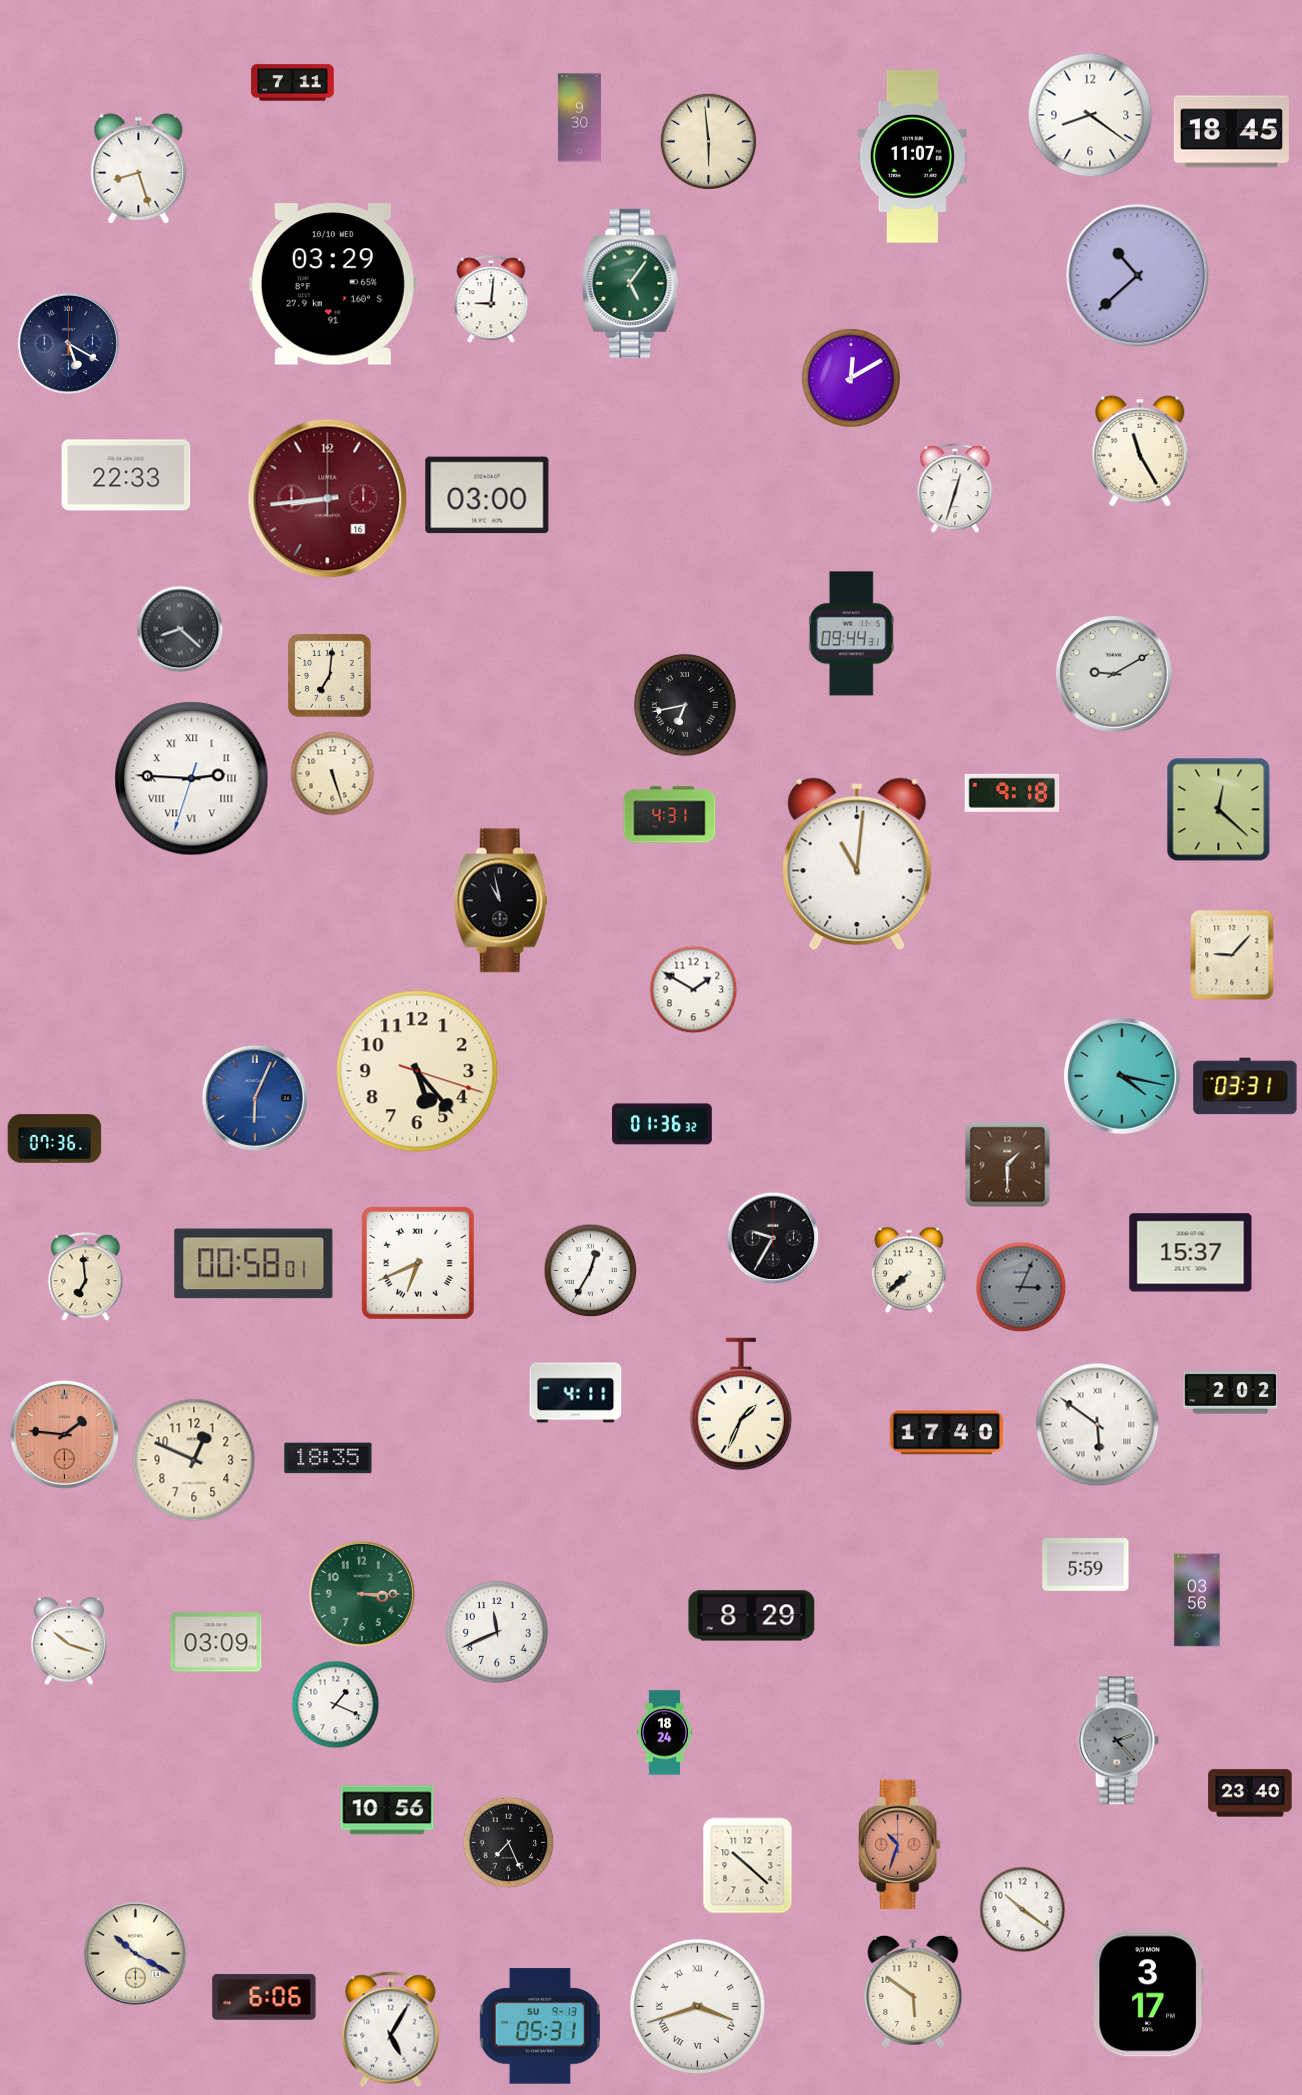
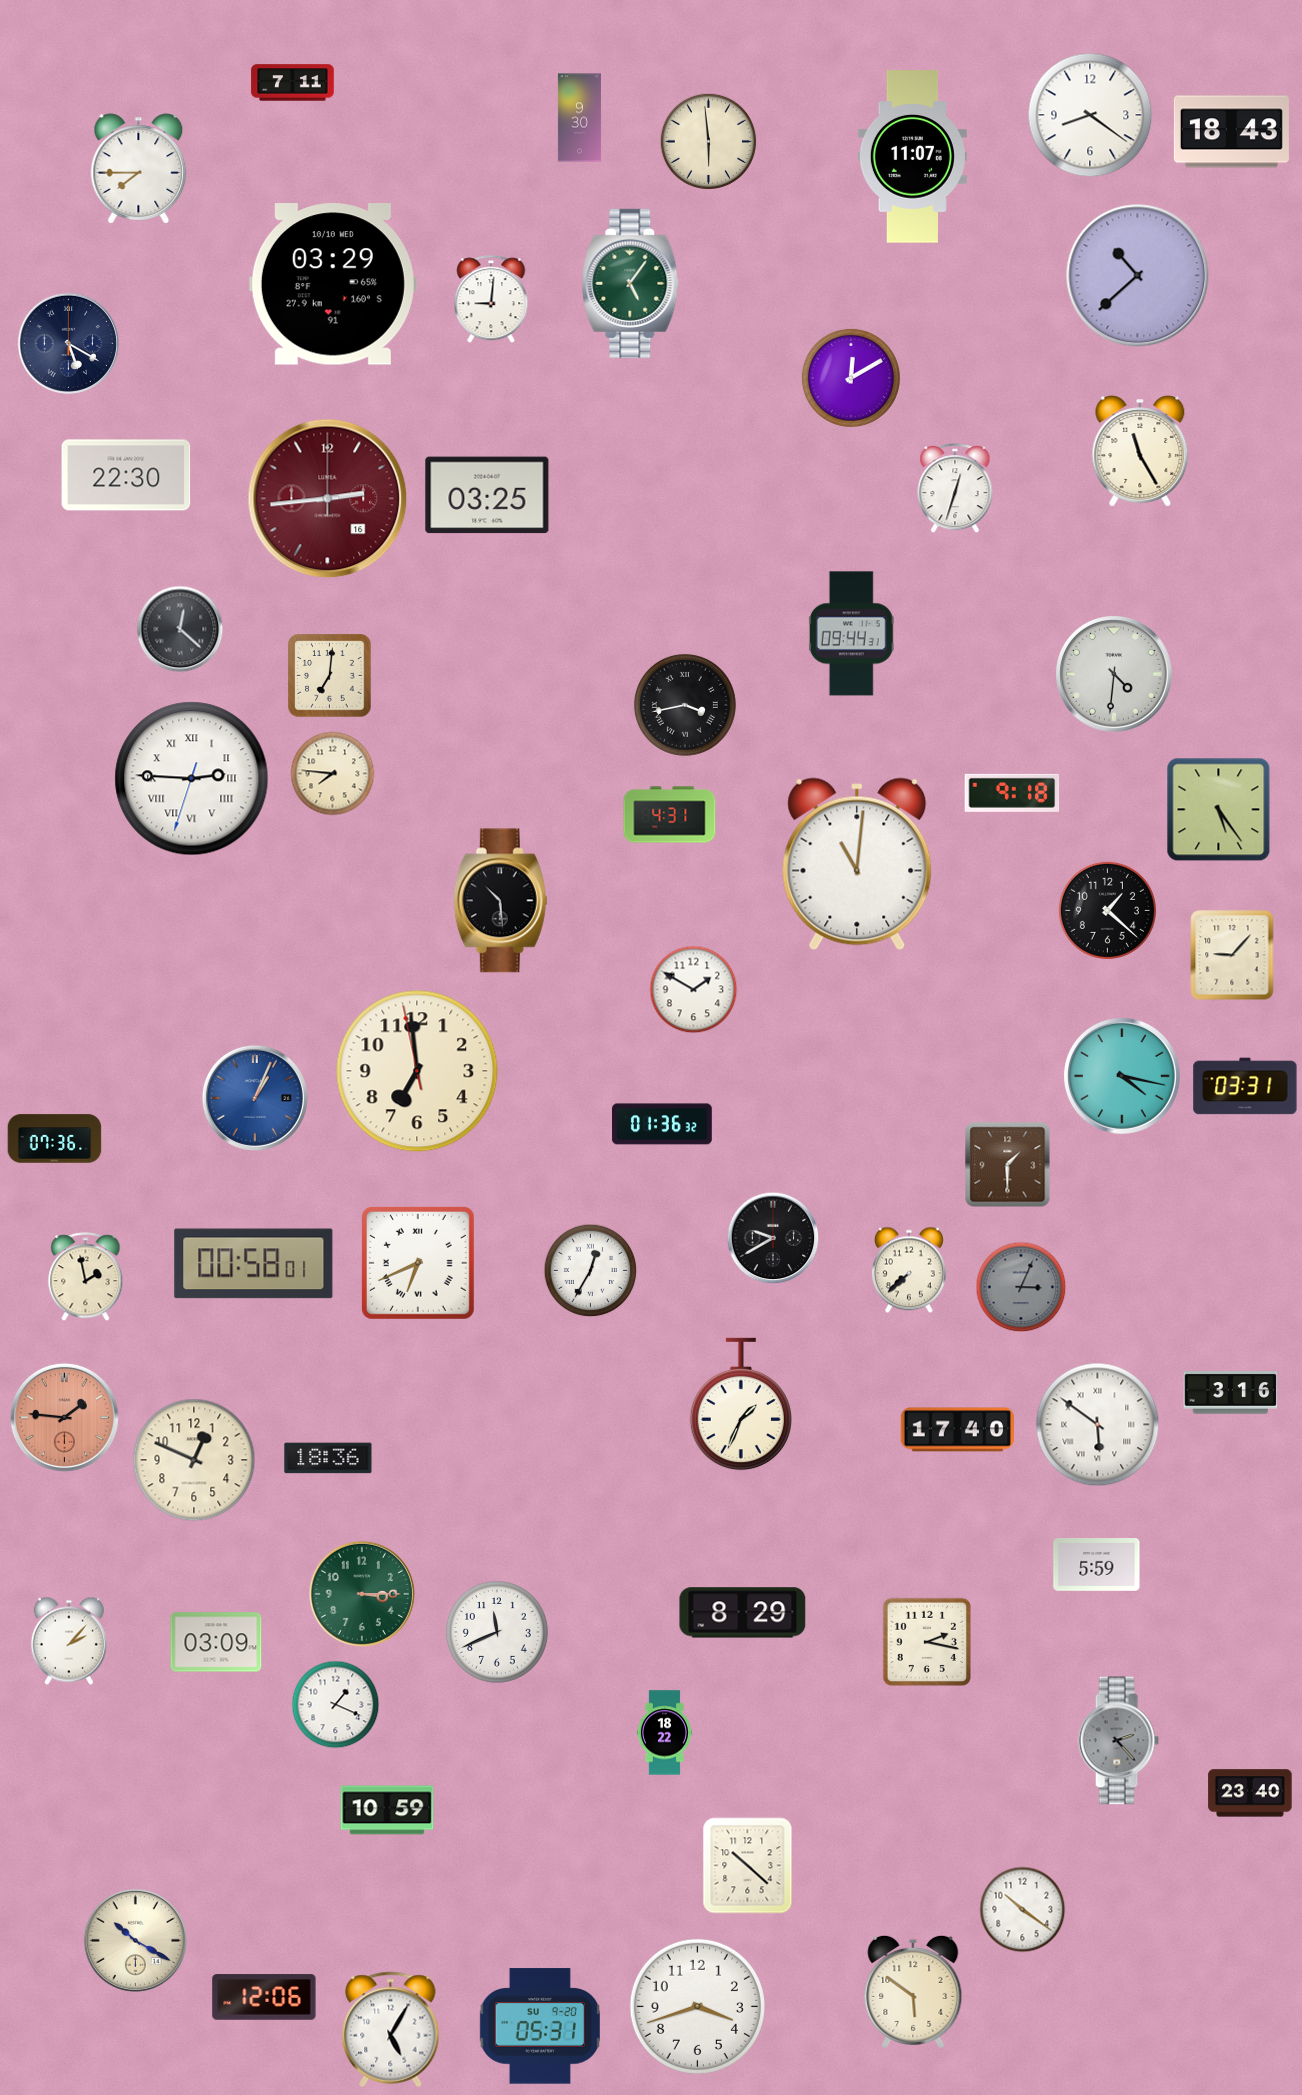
clock at (1231, 132): 18:45 -> 18:43
clock at (139, 169): 8:27 -> 7:45
clock at (126, 475): 22:33 -> 22:30
clock at (487, 495): 03:00 -> 03:25
clock at (328, 499): 8:44 -> 2:44
clock at (180, 629): 8:22 -> 12:22
clock at (1115, 675): 9:10 -> 4:31
clock at (685, 705): 6:43 -> 3:43
clock at (333, 774): 5:27 -> 7:46
clock at (1219, 810): 12:22 -> 5:24
clock at (500, 901): 10:58 -> 10:29
clock at (1107, 910): none -> 1:22
clock at (417, 1071): 5:23 -> 6:58
clock at (255, 1098): 6:04 -> 1:04
clock at (773, 1238): 9:35 -> 9:40
clock at (1191, 1253): 15:37 -> none
clock at (86, 1277): 6:59 -> 1:58
clock at (576, 1393): 4:11 -> none
clock at (1231, 1393): 2:02 -> 3:16
clock at (947, 1433) position: (947, 1433) -> (958, 1430)
clock at (64, 1434) position: (64, 1434) -> (64, 1417)
clock at (328, 1458): 18:35 -> 18:36
clock at (1086, 1565) position: (1086, 1565) -> (1097, 1565)
clock at (1197, 1600): 03:56 -> none
clock at (752, 1616) position: (752, 1616) -> (743, 1613)
clock at (69, 1641): 10:18 -> 2:07
clock at (927, 1642): none -> 2:17
clock at (664, 1733): 18:24 -> 18:22
clock at (387, 1810): 10:56 -> 10:59
clock at (509, 1843): 7:26 -> none
clock at (899, 1845): 10:33 -> none
clock at (135, 1953) position: (135, 1953) -> (135, 1940)
clock at (1148, 1994): 3:17 -> none
clock at (264, 1997): 6:06 -> 12:06
clock at (697, 2006) numerals: Roman -> Arabic
clock at (540, 2026) date: SU 9-13 -> SU 9-20
